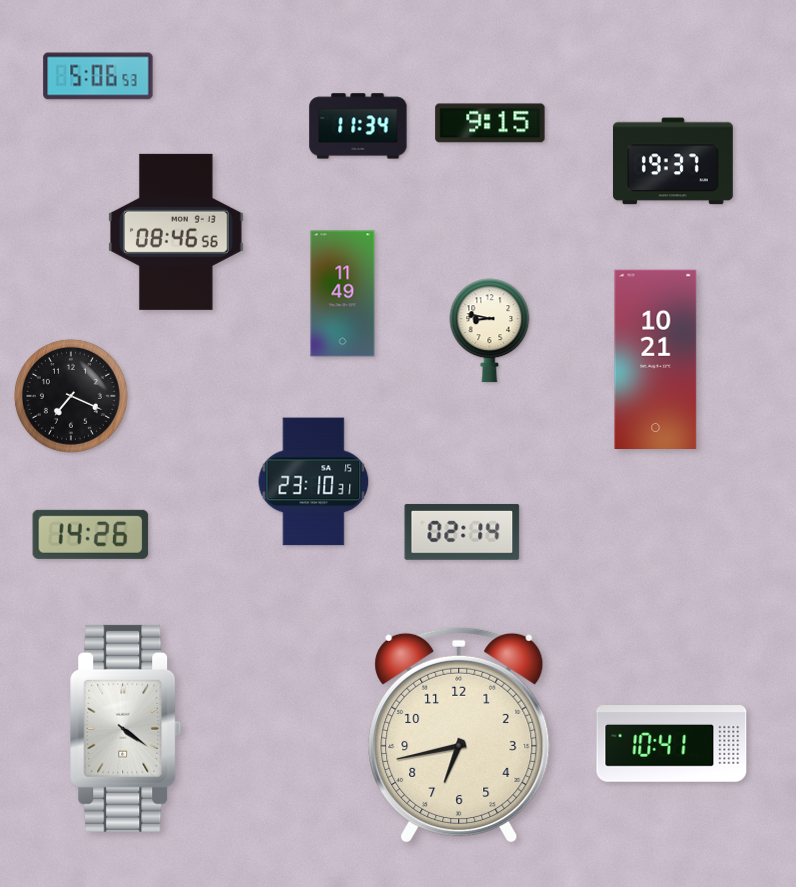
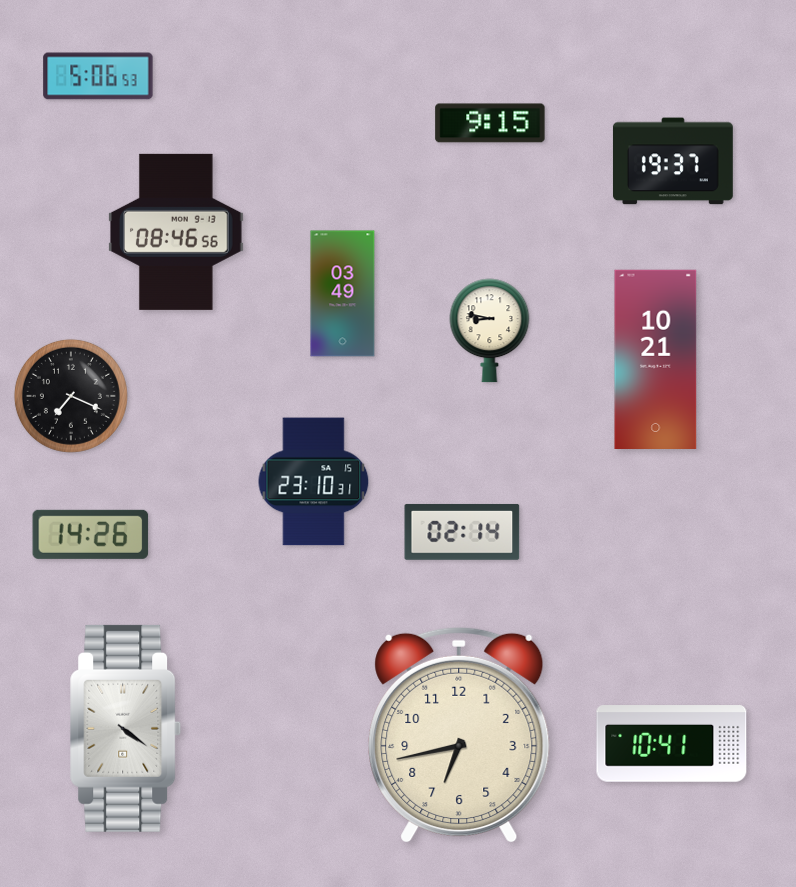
clock at (358, 126): 11:34 -> none
clock at (343, 294): 11:49 -> 03:49
